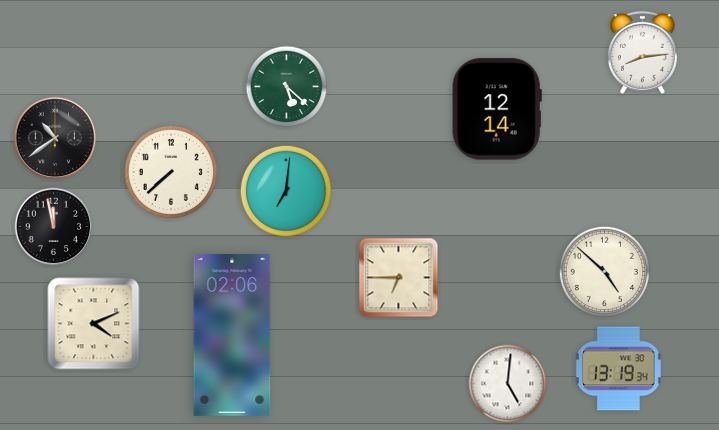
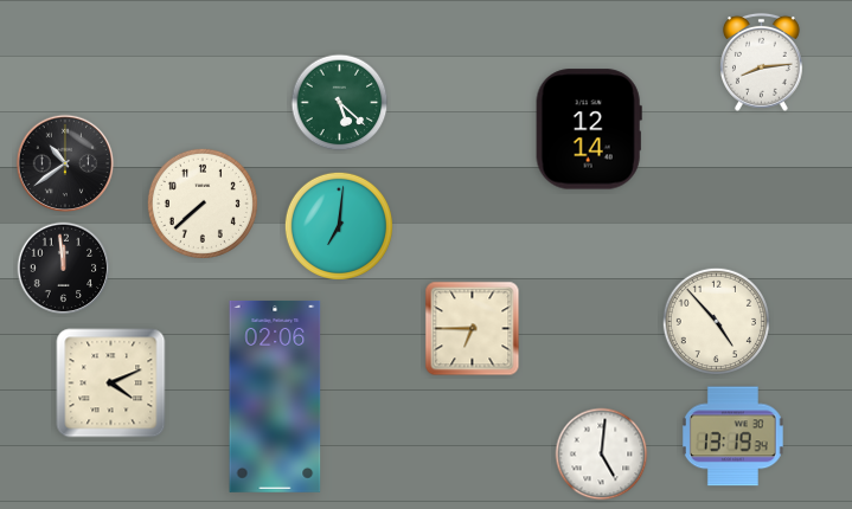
clock at (54, 227): 11:58 -> 11:59
clock at (604, 271): 4:52 -> 4:53
